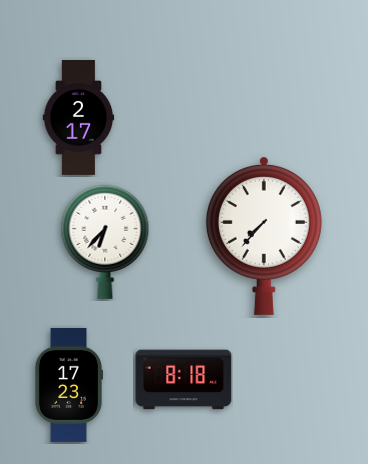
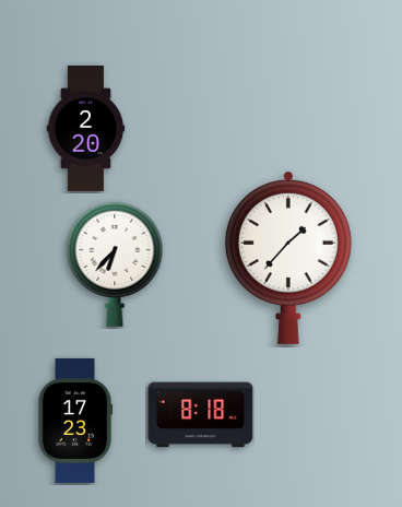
clock at (79, 117): 2:17 -> 2:20
clock at (264, 235): 7:37 -> 1:37
